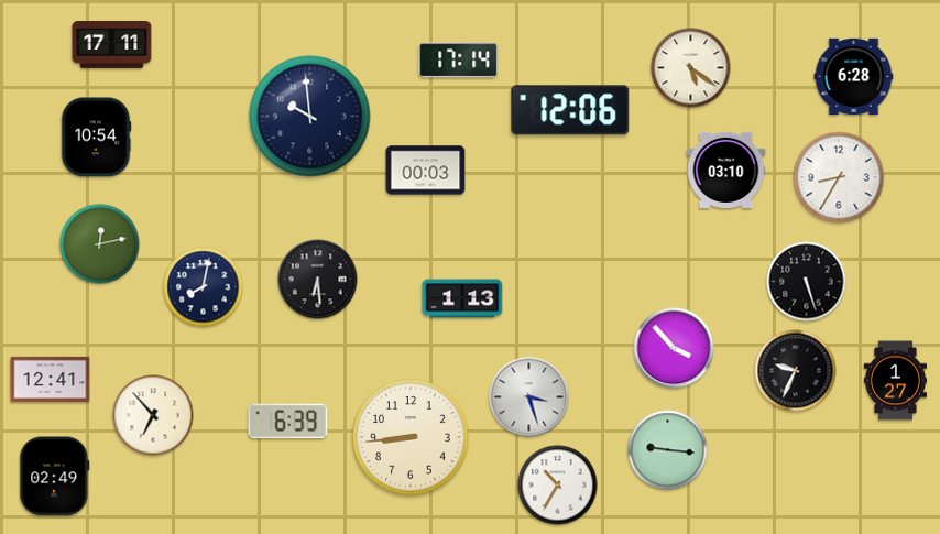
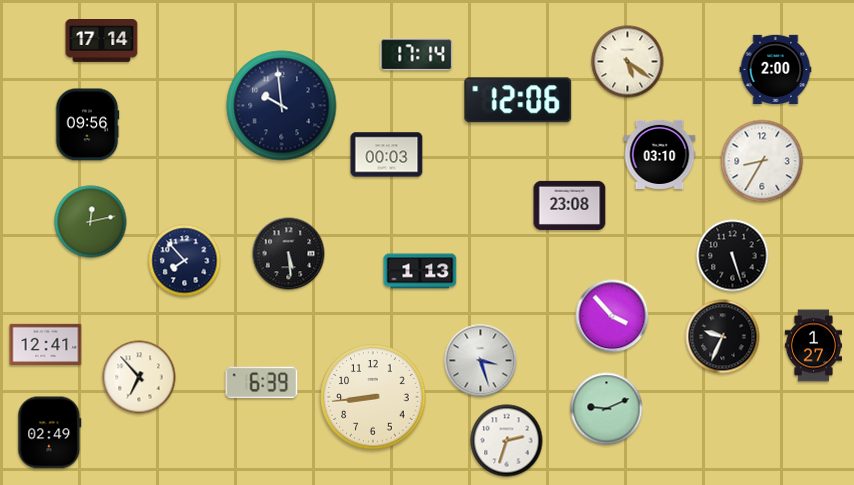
clock at (112, 45): 17:11 -> 17:14
clock at (854, 76): 6:28 -> 2:00
clock at (96, 138): 10:54 -> 09:56
clock at (570, 205): none -> 23:08
clock at (318, 280): 6:29 -> 5:29
clock at (204, 287): 8:02 -> 7:53
clock at (668, 450): 9:16 -> 9:11
clock at (558, 486): 10:35 -> 2:33
